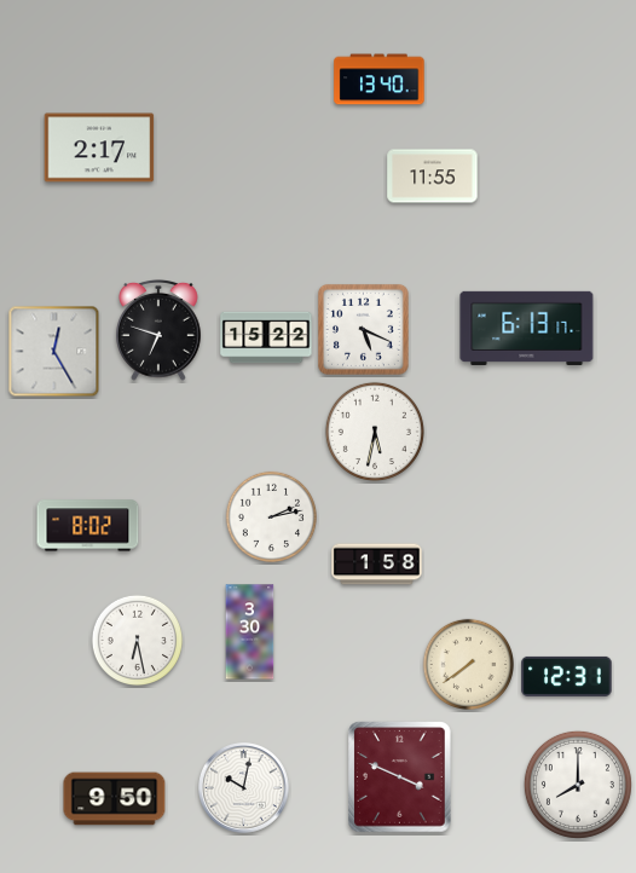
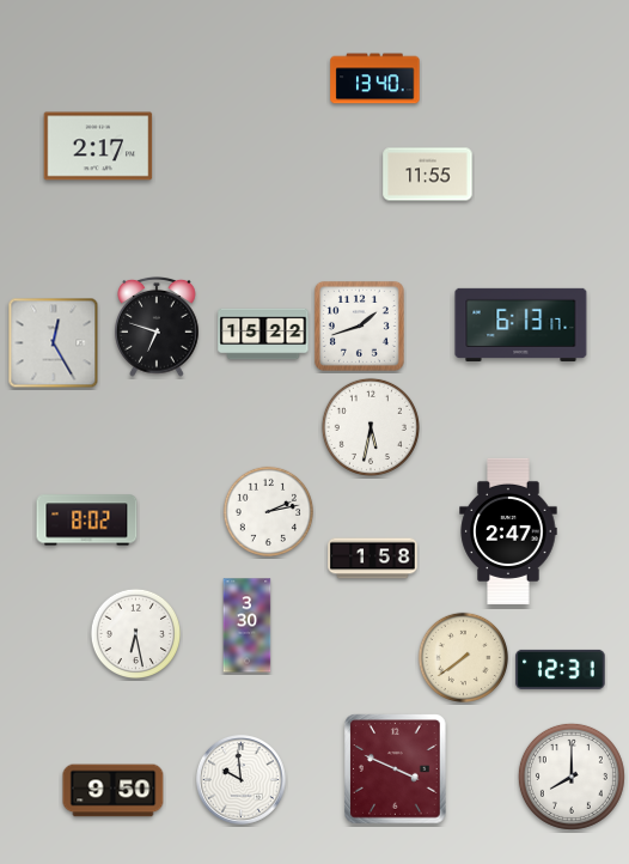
clock at (363, 329): 5:19 -> 1:42
clock at (54, 352) position: (54, 352) -> (54, 343)
clock at (508, 531): none -> 2:47
clock at (244, 788): 10:02 -> 9:59
